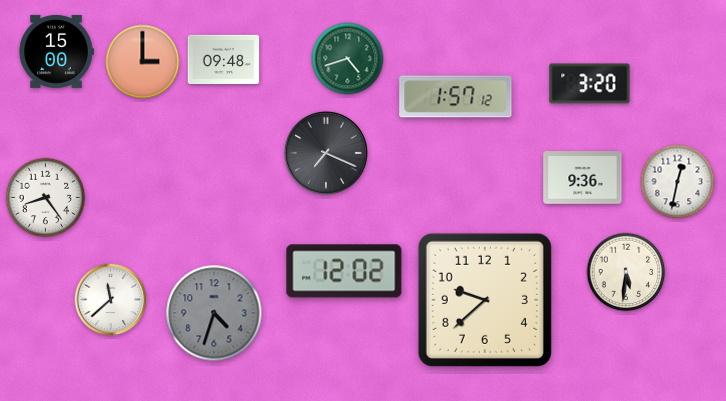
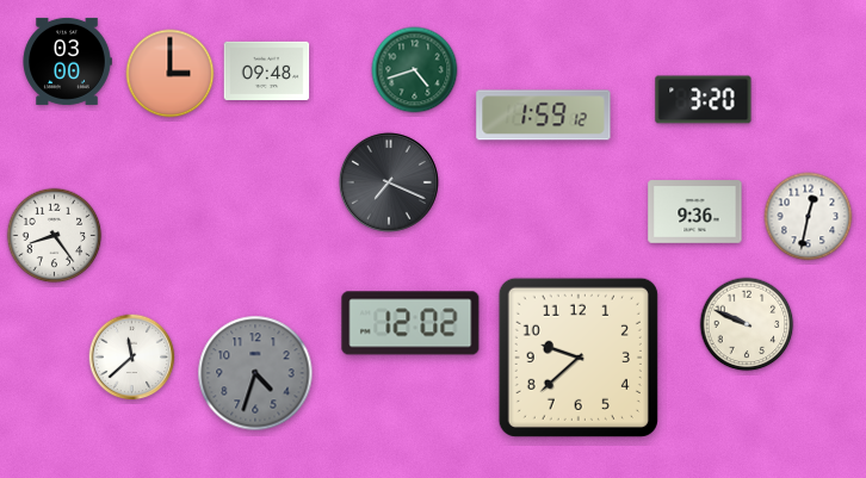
clock at (56, 51): 15:00 -> 03:00
clock at (456, 97): 1:57 -> 1:59
clock at (626, 272): 5:31 -> 9:49
